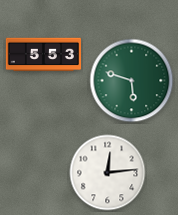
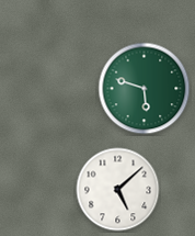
clock at (43, 55): 5:53 -> none
clock at (108, 173): 12:14 -> 5:08
